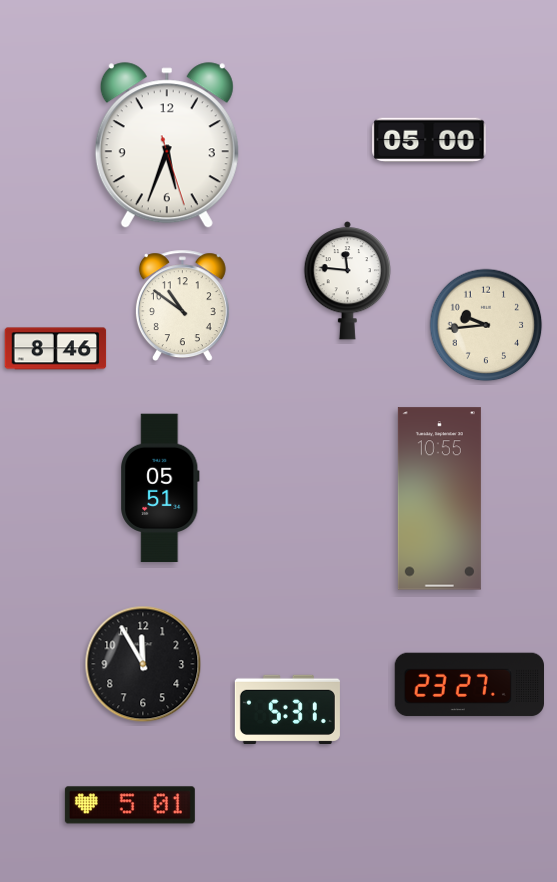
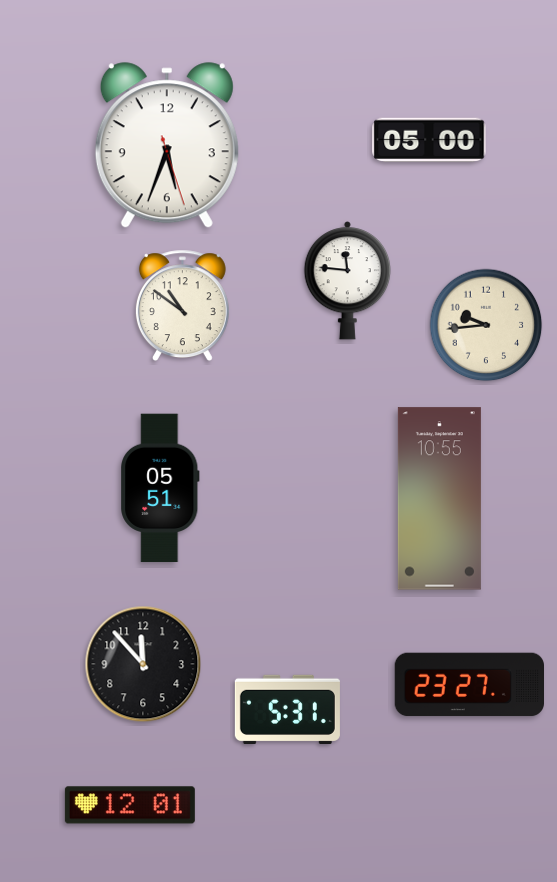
clock at (56, 349): 8:46 -> none
clock at (143, 664): 11:55 -> 11:53
clock at (130, 805): 5:01 -> 12:01
